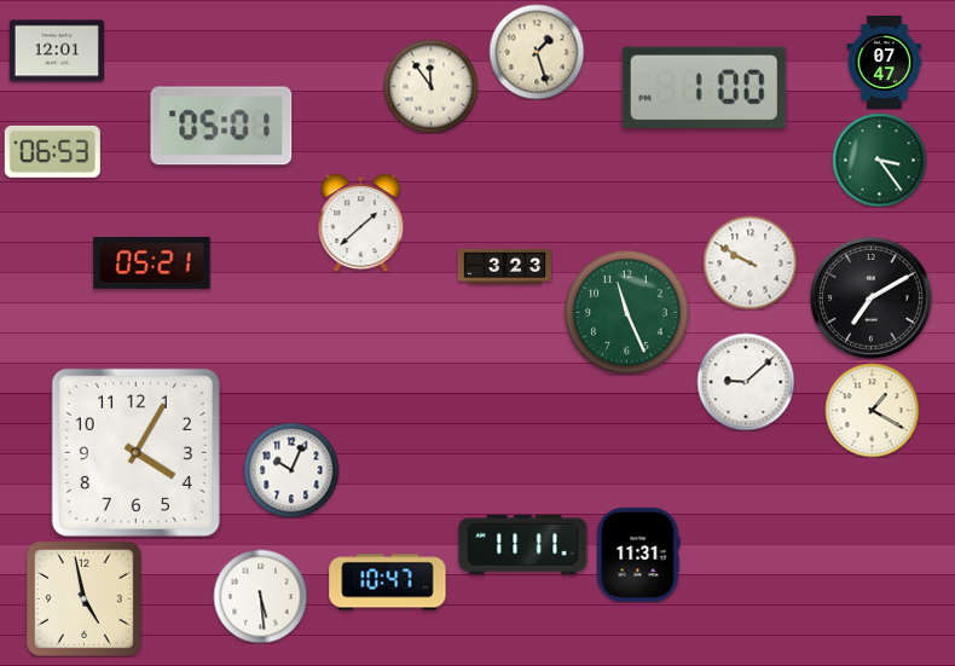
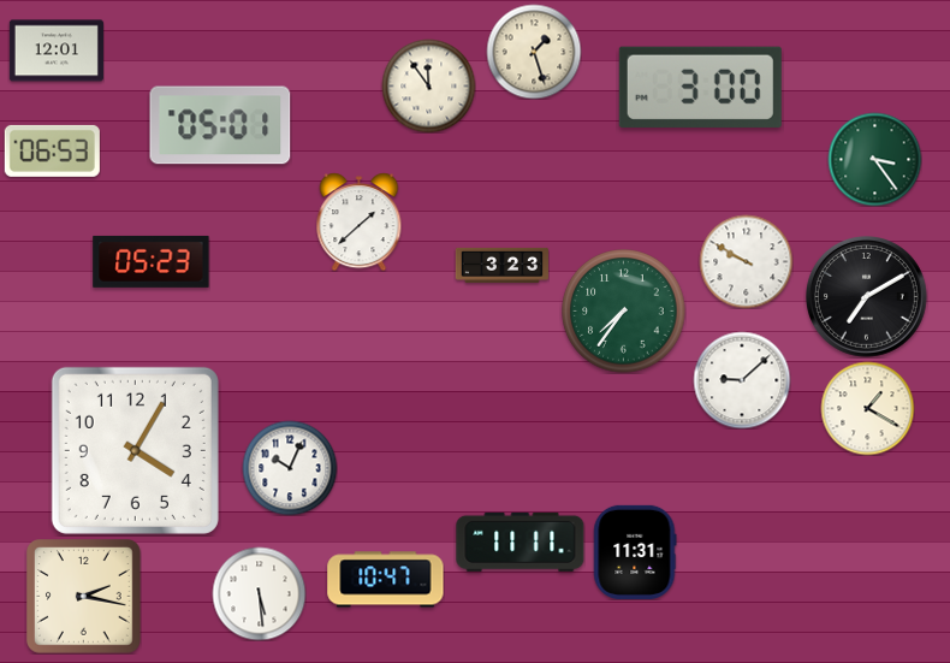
clock at (885, 62): 07:47 -> none
clock at (704, 87): 1:00 -> 3:00
clock at (152, 262): 05:21 -> 05:23
clock at (627, 313): 11:26 -> 7:36
clock at (85, 600): 4:58 -> 2:17
